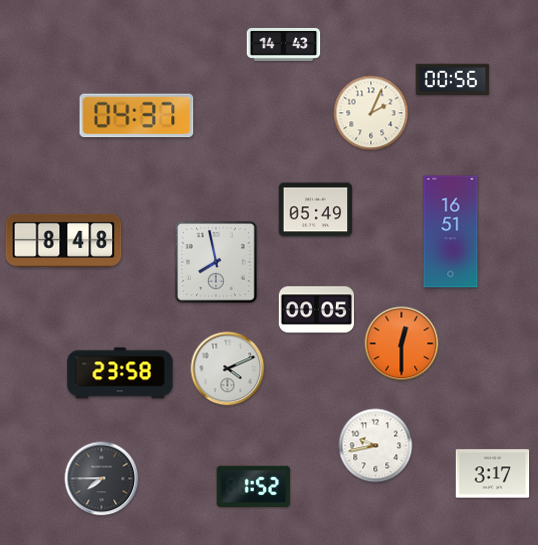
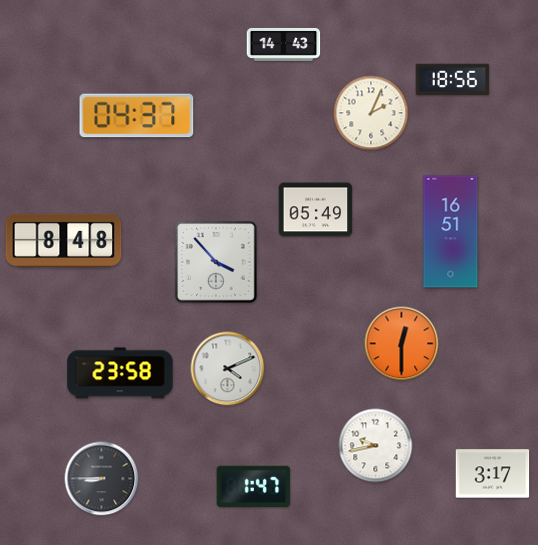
clock at (453, 80): 00:56 -> 18:56
clock at (217, 263): 7:58 -> 3:53
clock at (316, 310): 00:05 -> none
clock at (102, 479): 7:45 -> 8:45
clock at (254, 486): 1:52 -> 1:47
